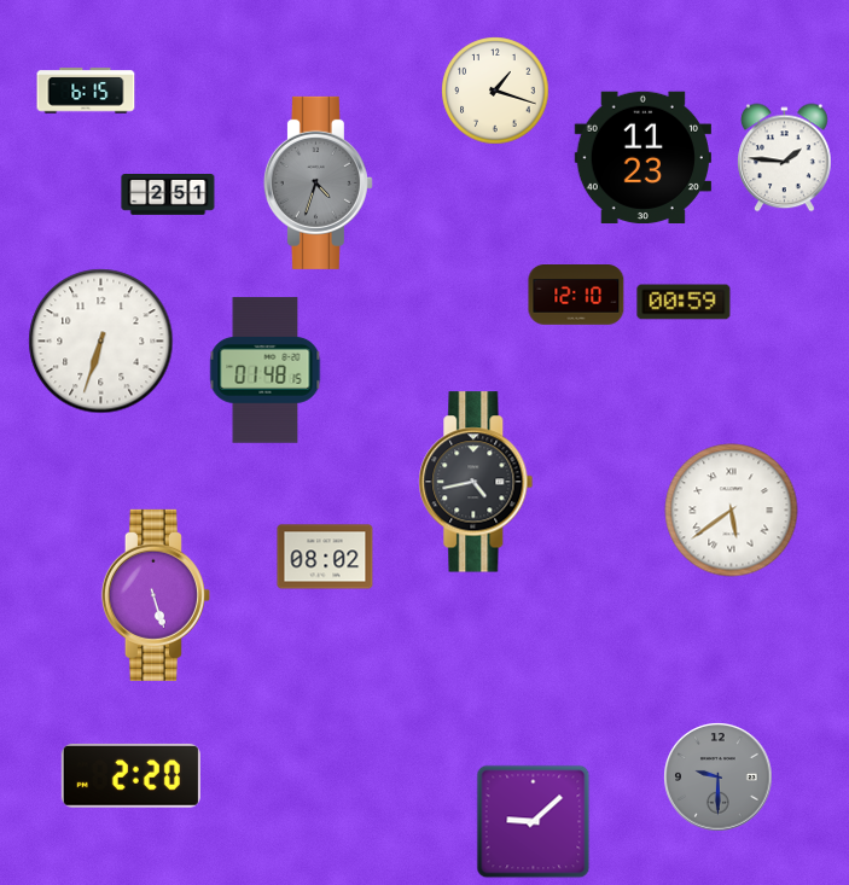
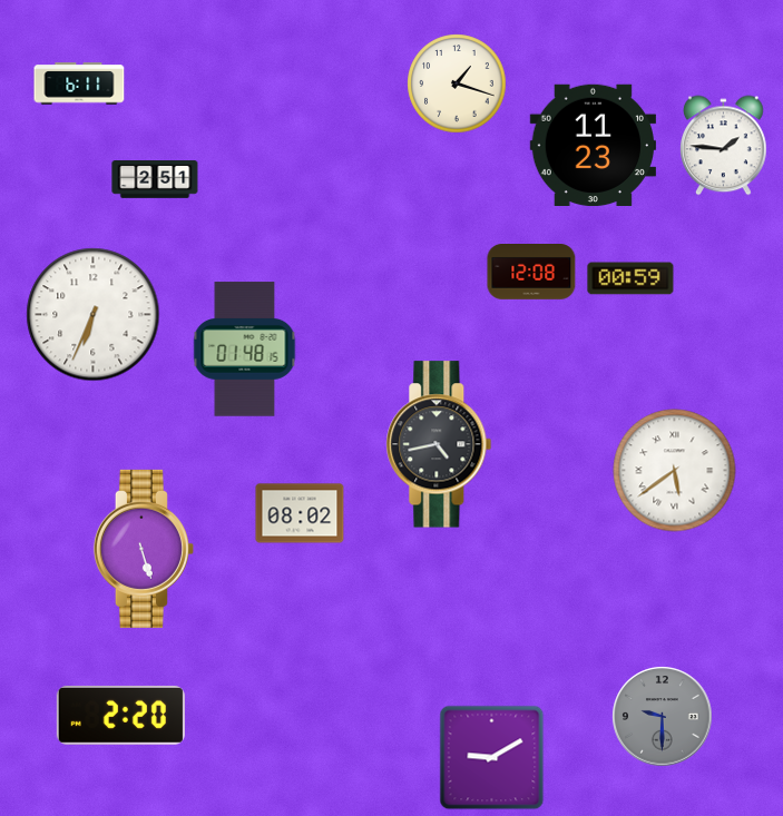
clock at (86, 91): 6:15 -> 6:11
clock at (318, 182): 4:33 -> none
clock at (576, 296): 12:10 -> 12:08
clock at (101, 342): 6:33 -> 6:34
clock at (266, 371) position: (266, 371) -> (245, 350)
clock at (534, 822): 9:08 -> 9:10
